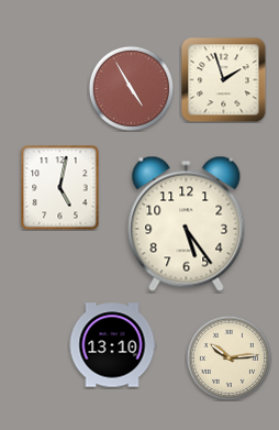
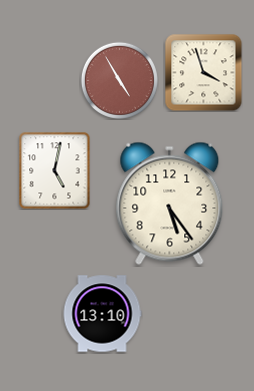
clock at (223, 79): 1:57 -> 3:57
clock at (228, 357): 10:14 -> none
